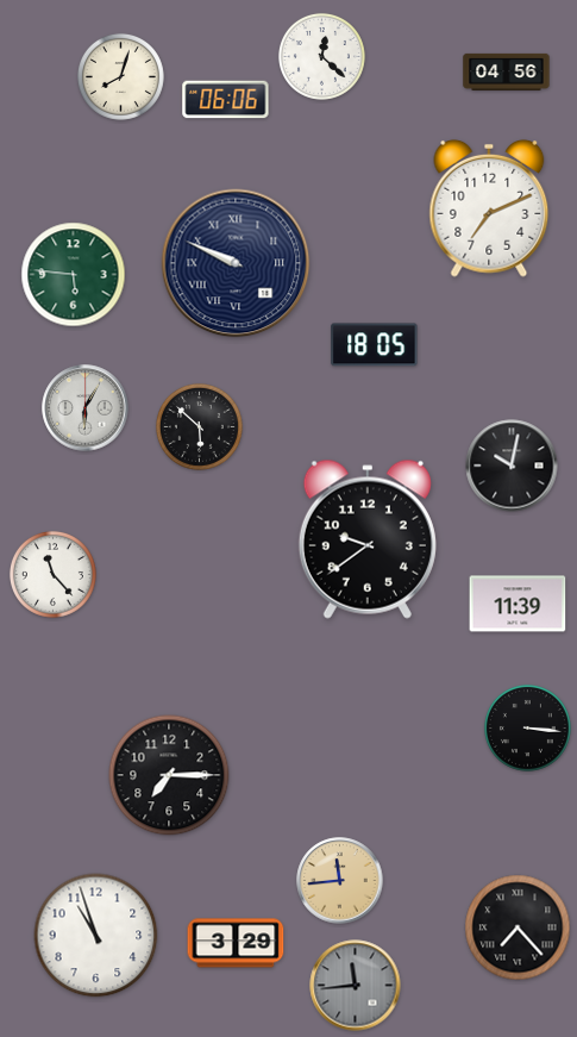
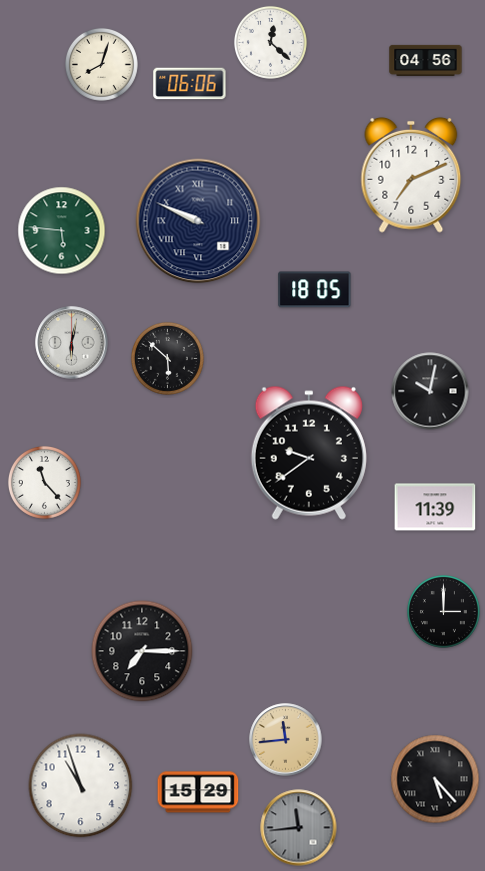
clock at (321, 56) position: (321, 56) -> (270, 42)
clock at (86, 408): 6:05 -> 6:02
clock at (527, 727): 3:16 -> 3:00
clock at (518, 927): 7:23 -> 5:23
clock at (236, 943): 3:29 -> 15:29
